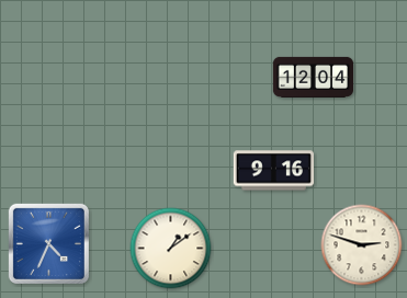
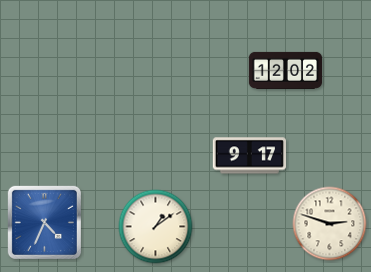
clock at (314, 77): 12:04 -> 12:02
clock at (273, 171): 9:16 -> 9:17
